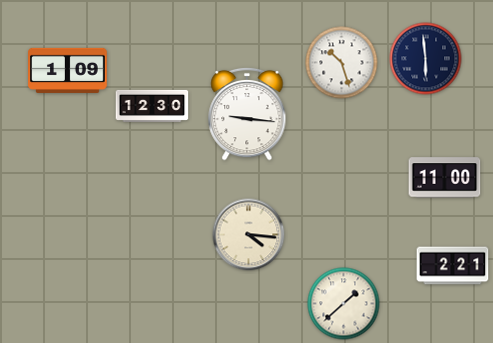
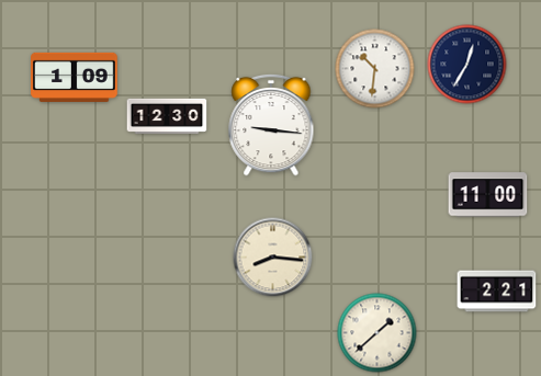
clock at (426, 59): 5:59 -> 12:35
clock at (342, 63): 10:27 -> 10:31
clock at (249, 235): 4:16 -> 8:16
